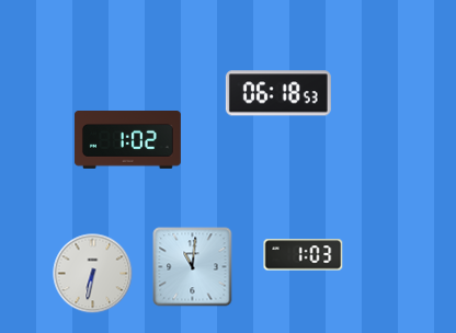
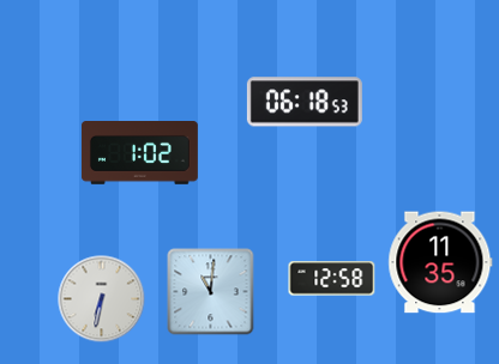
clock at (440, 262): none -> 11:35
clock at (304, 255): 1:03 -> 12:58
